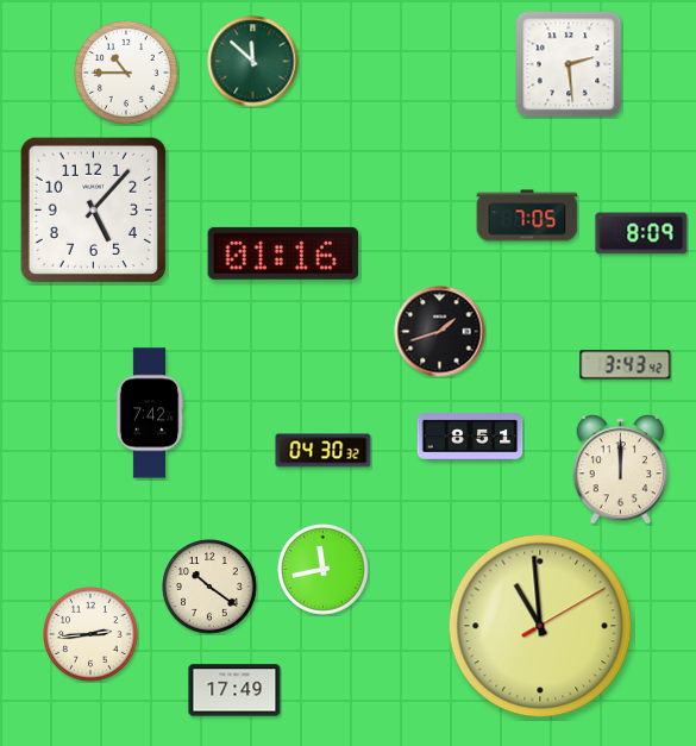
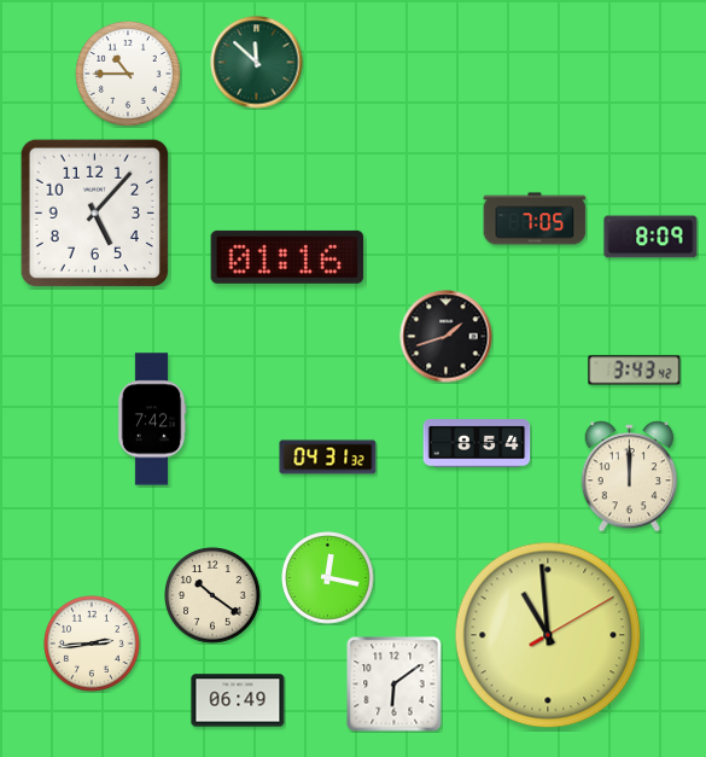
clock at (569, 64): 2:29 -> none
clock at (470, 437): 8:51 -> 8:54
clock at (324, 451): 04:30 -> 04:31
clock at (324, 570): 11:43 -> 12:17
clock at (395, 685): none -> 6:09
clock at (234, 690): 17:49 -> 06:49
